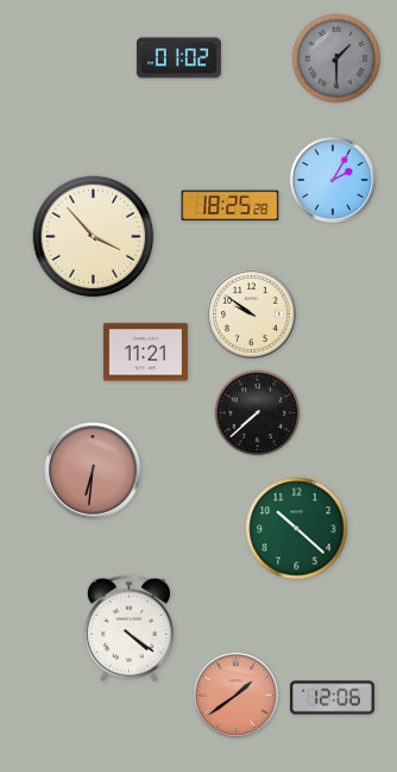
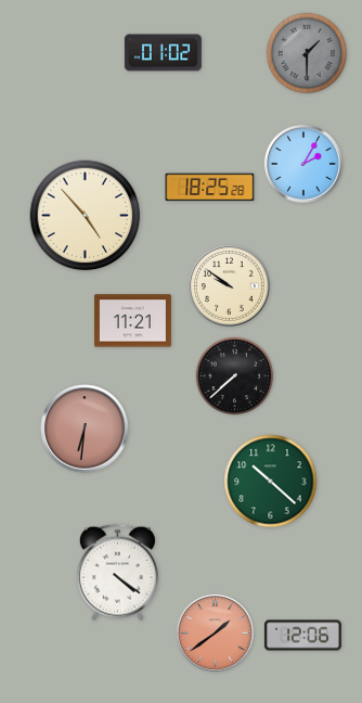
clock at (94, 237): 3:53 -> 4:53
